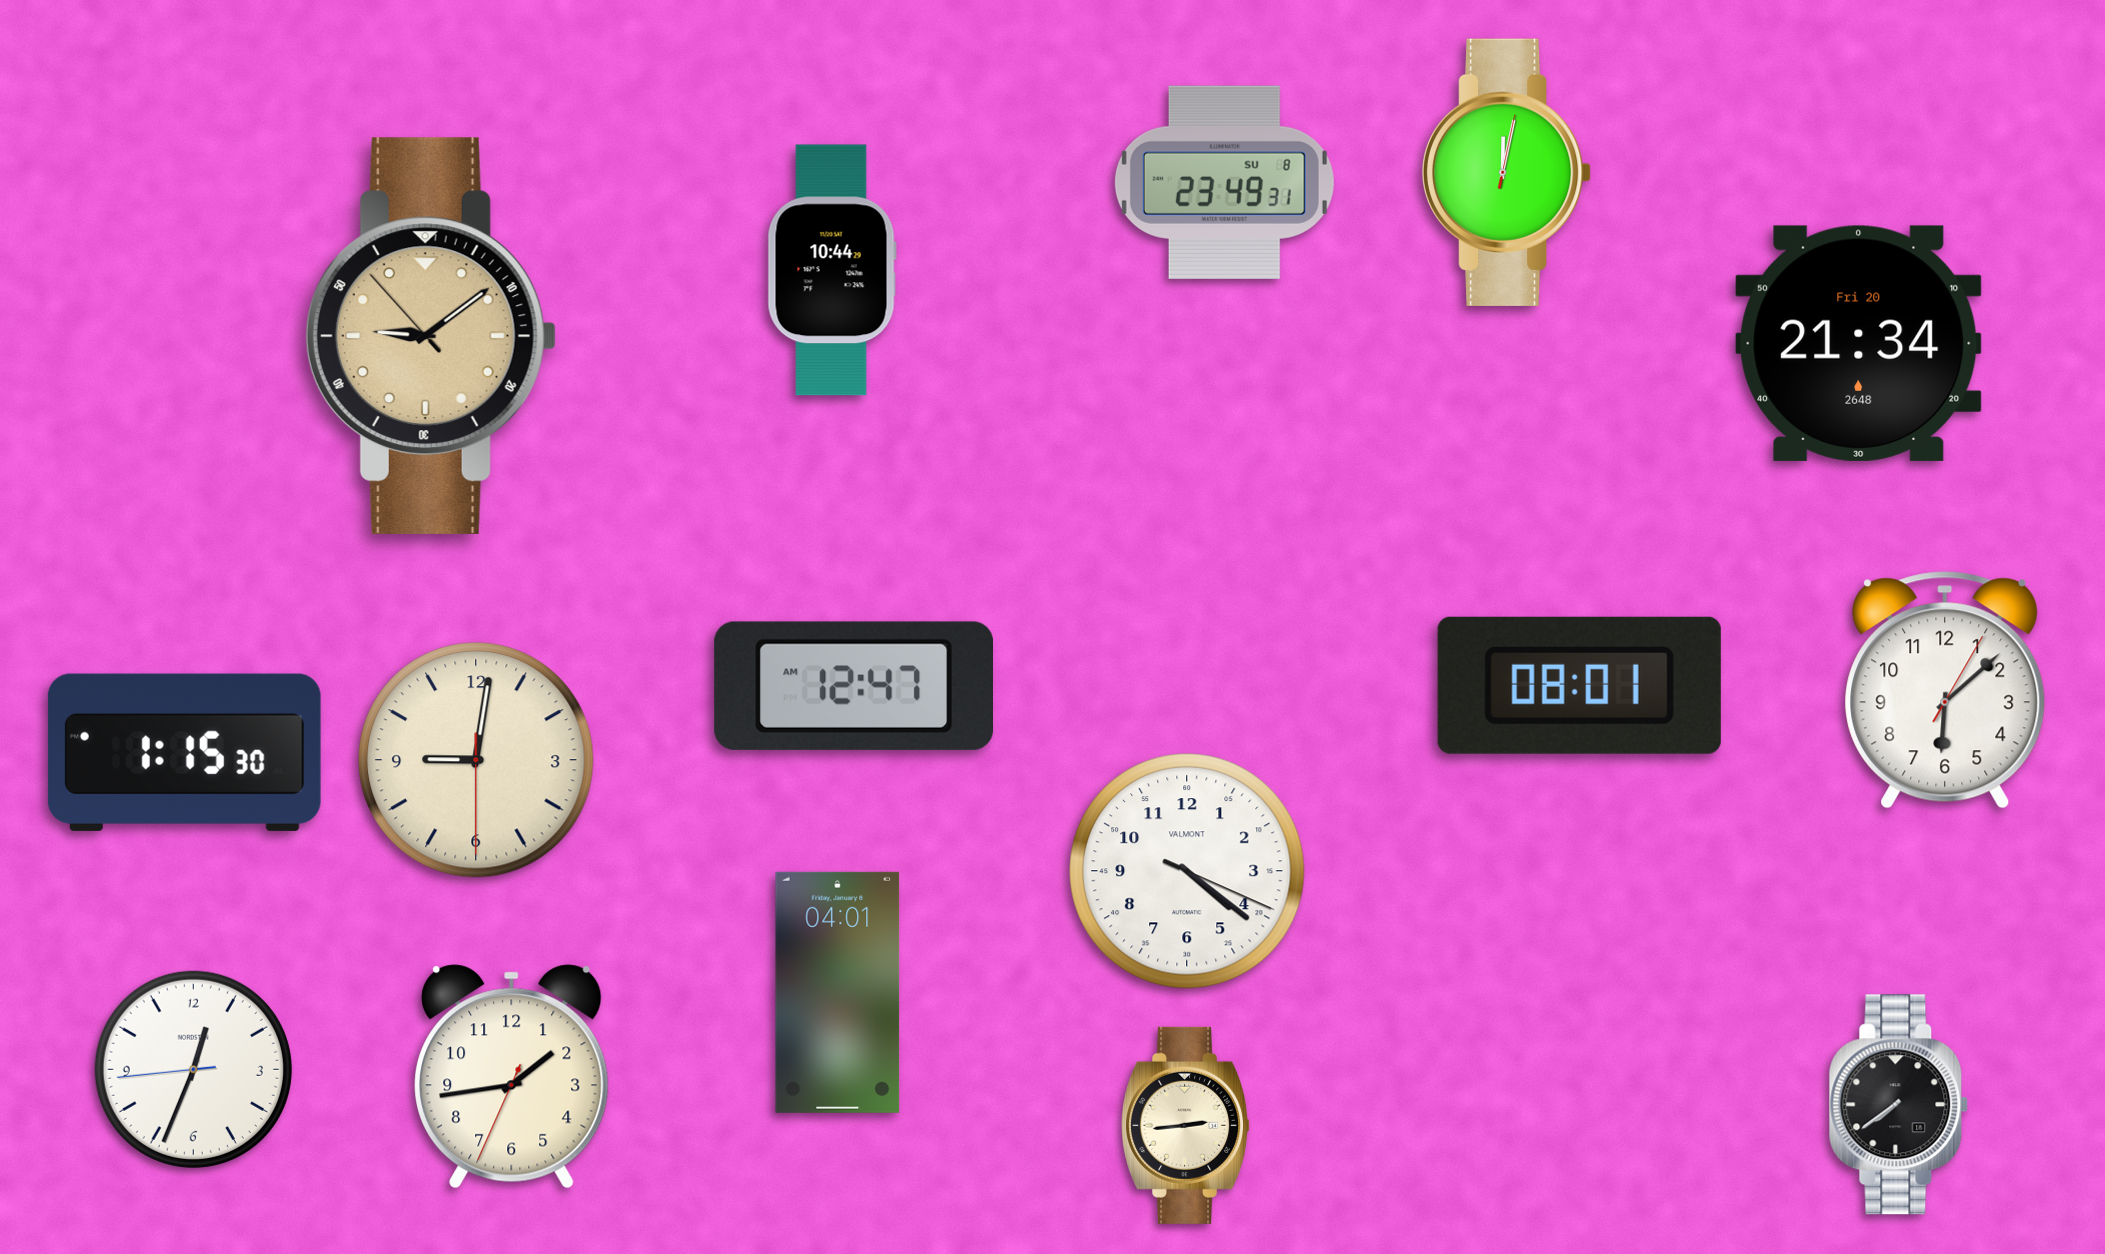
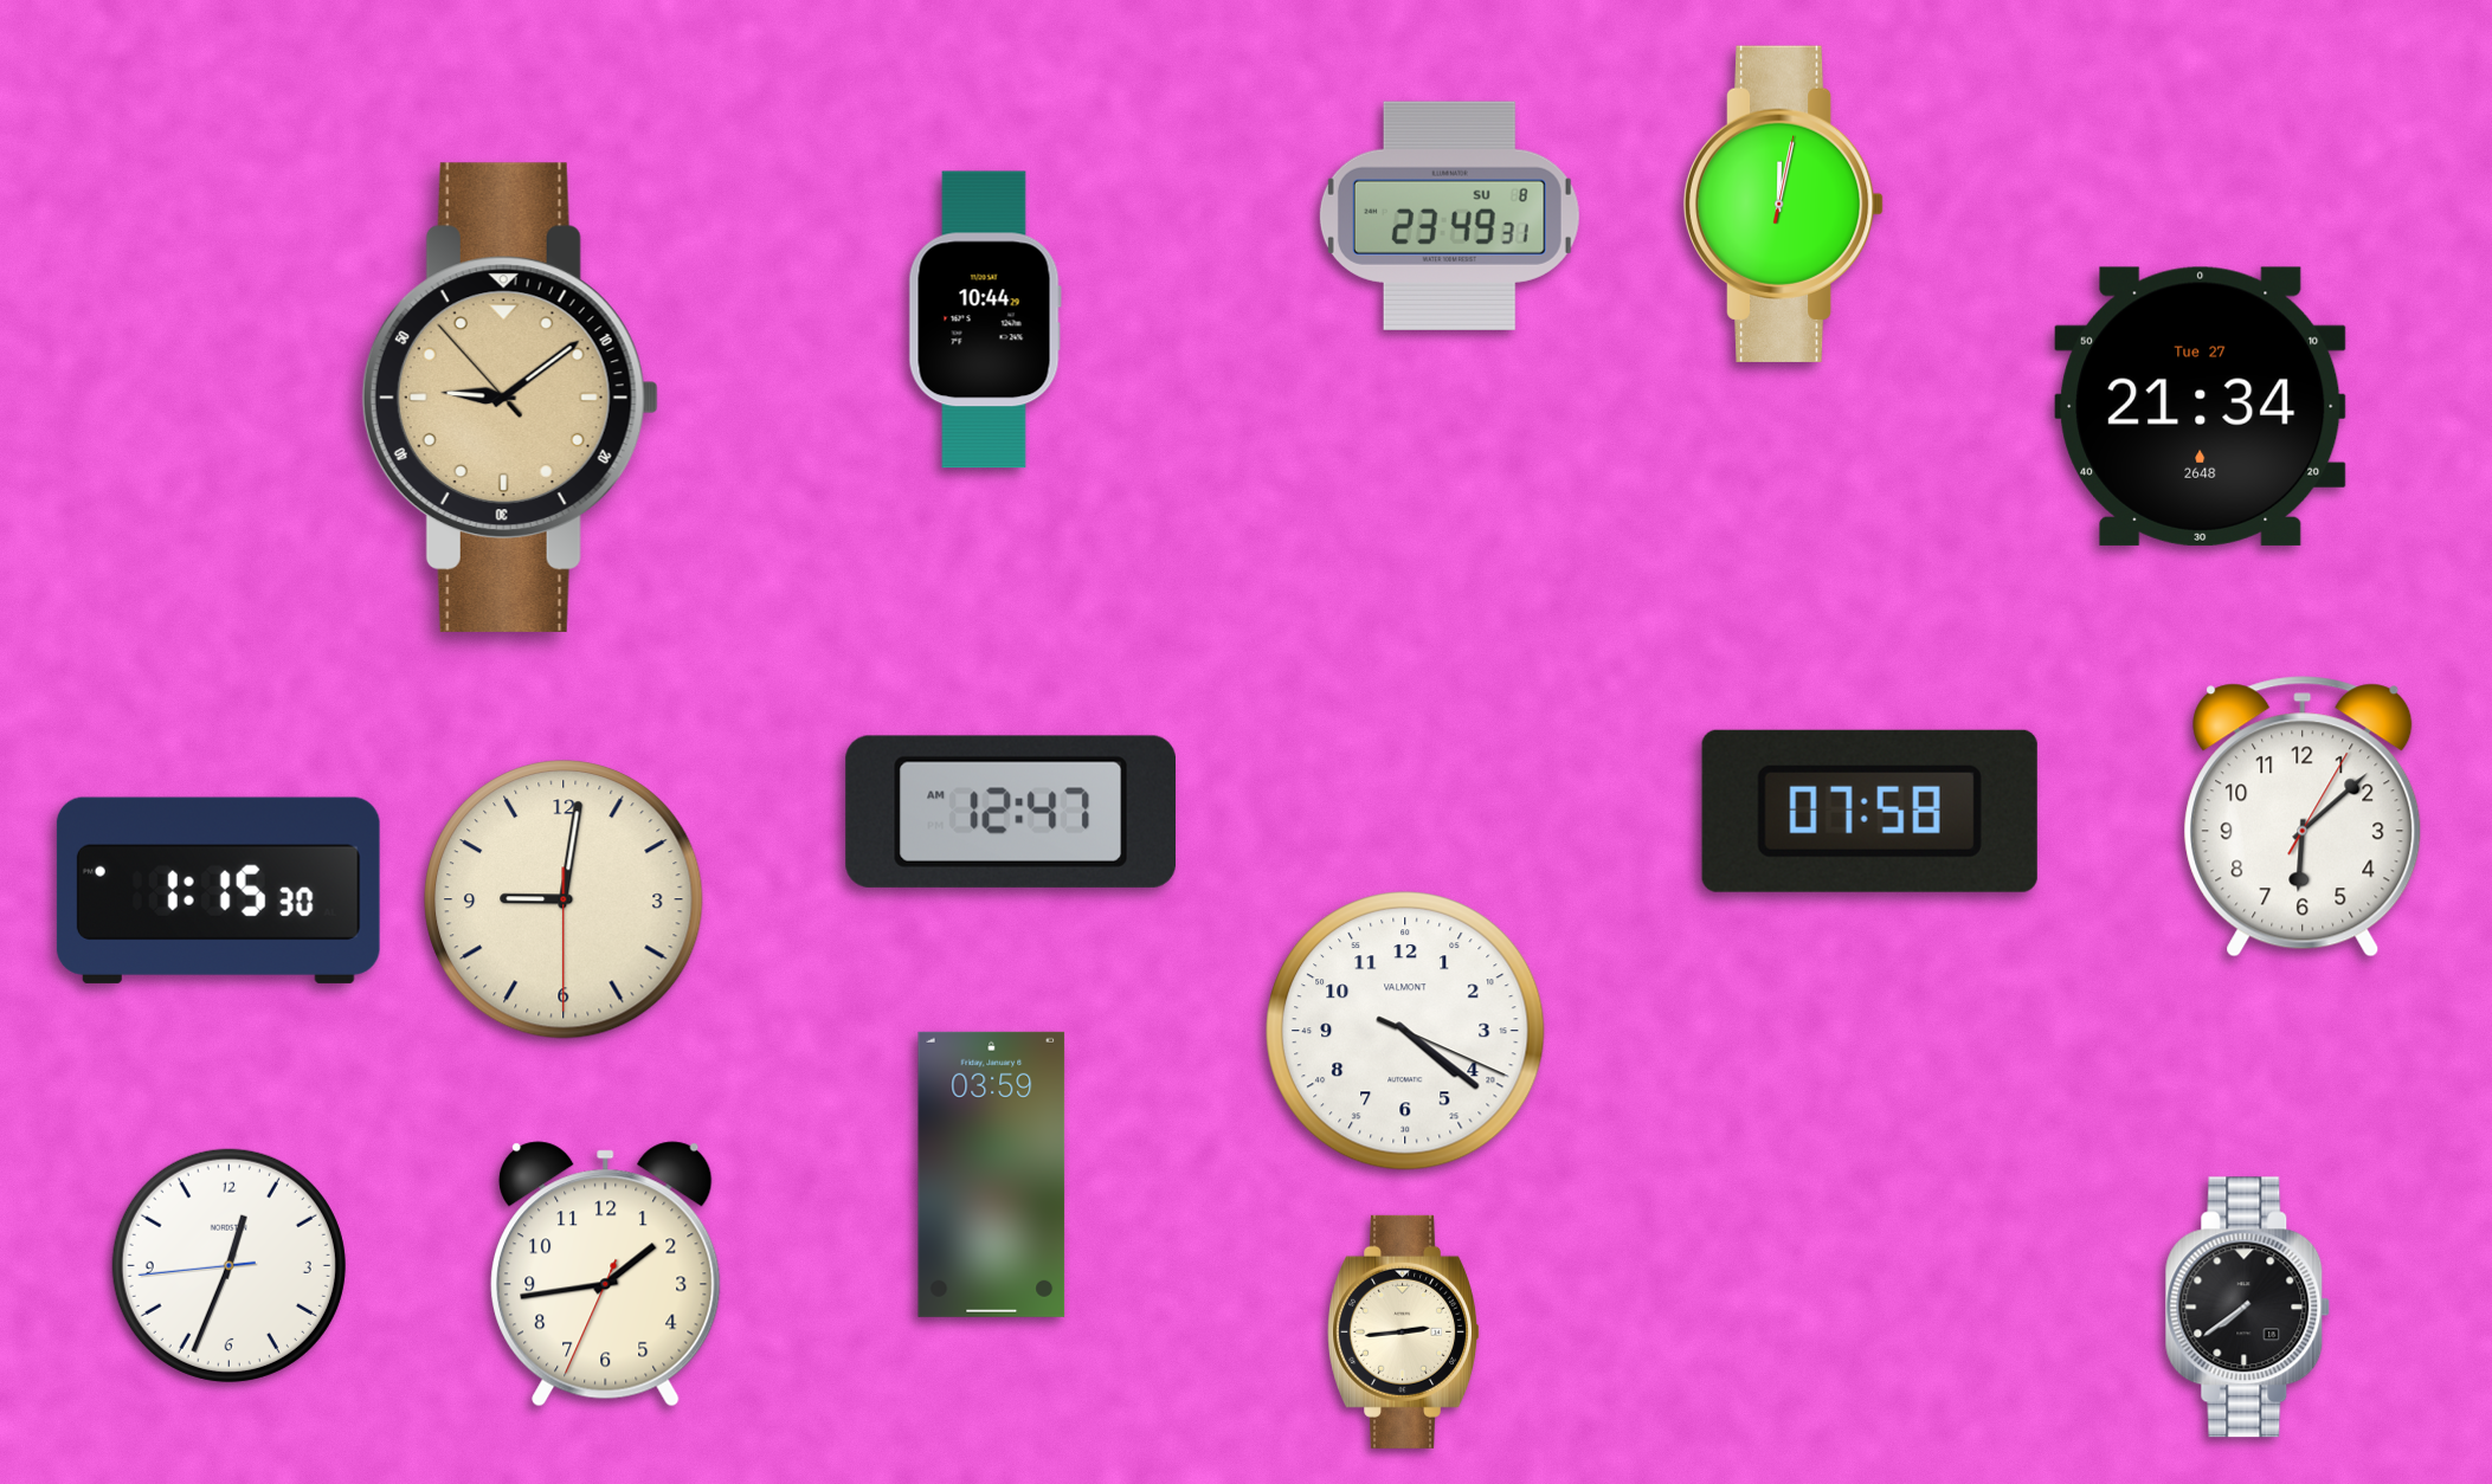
clock at (1859, 343) date: Fri 20 -> Tue 27
clock at (1579, 685): 08:01 -> 07:58
clock at (838, 992): 04:01 -> 03:59
